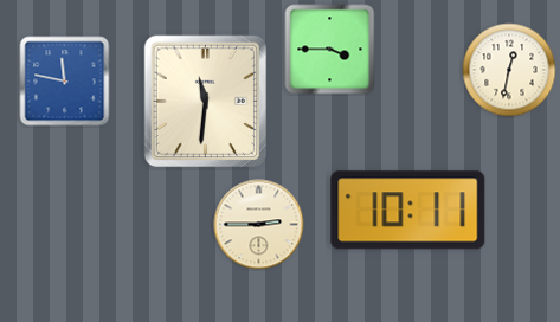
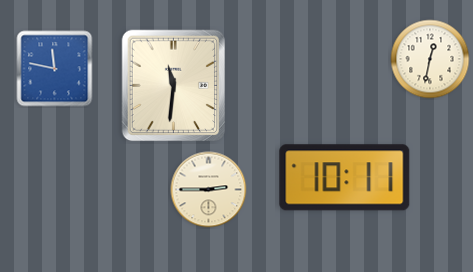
clock at (330, 50): 3:45 -> none
clock at (259, 225) position: (259, 225) -> (209, 190)
